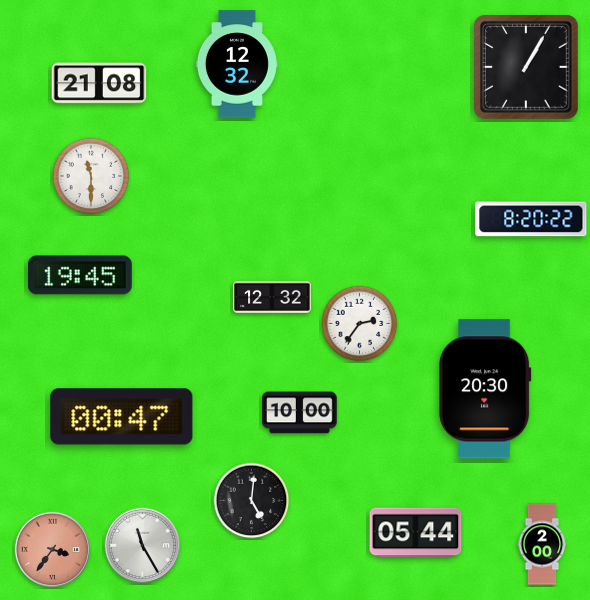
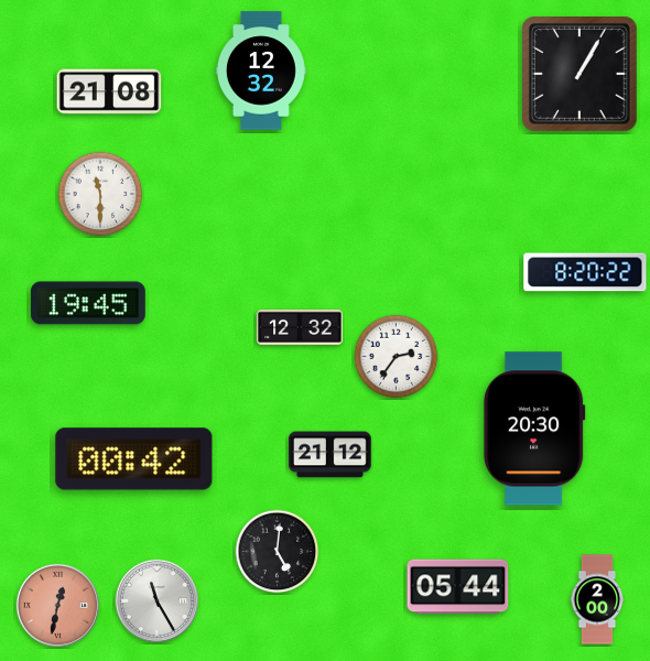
clock at (531, 219) position: (531, 219) -> (585, 272)
clock at (300, 413): 10:00 -> 21:12
clock at (122, 417): 00:47 -> 00:42
clock at (52, 549): 3:36 -> 12:32
